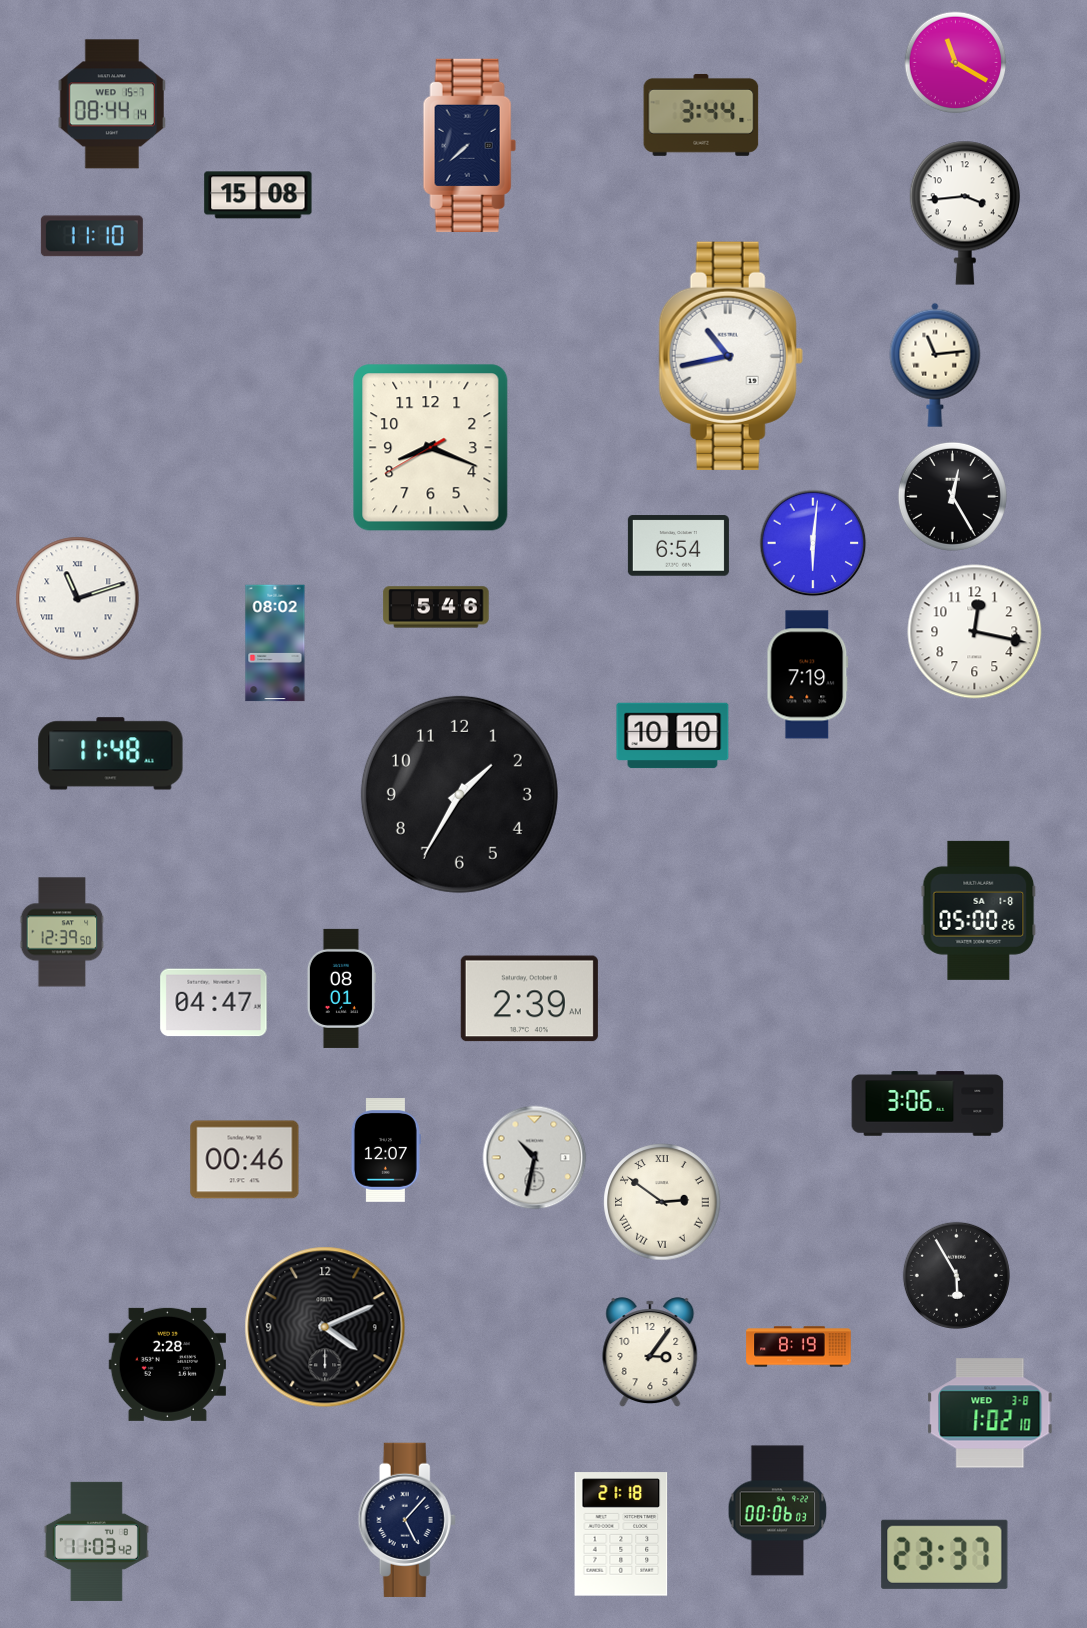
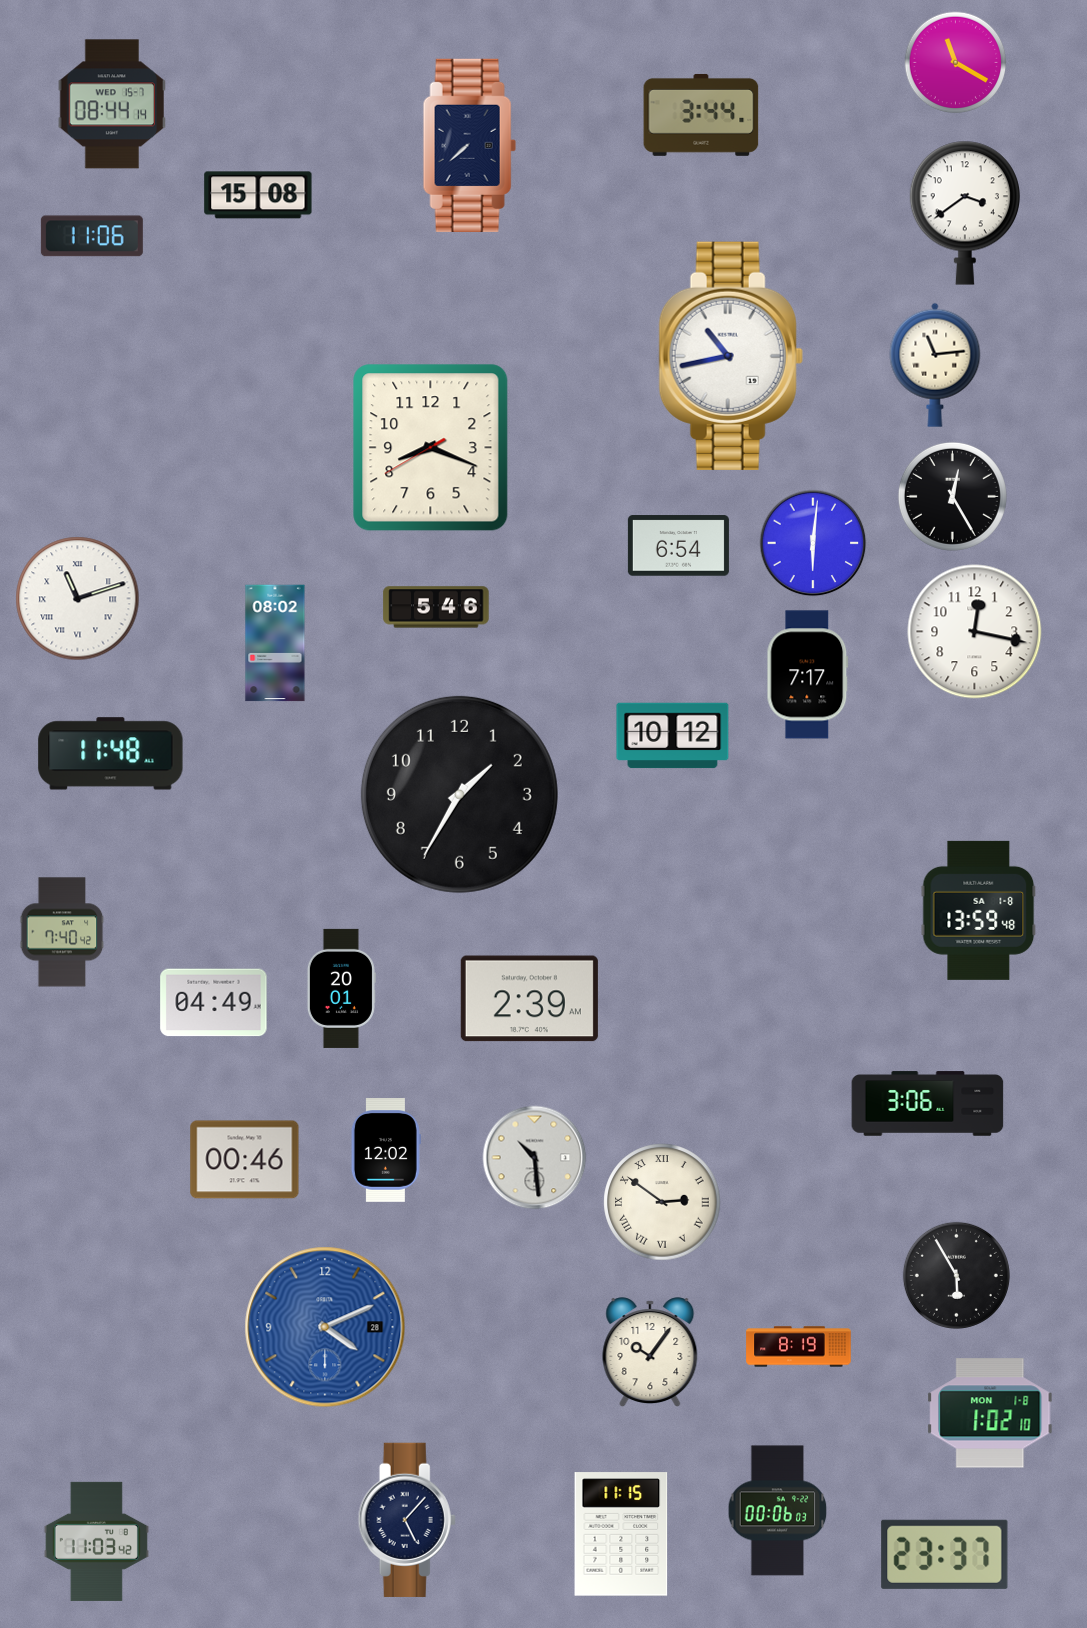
clock at (965, 213): 3:44 -> 3:39
clock at (92, 236): 11:10 -> 11:06
clock at (808, 675): 7:19 -> 7:17
clock at (673, 736): 10:10 -> 10:12
clock at (979, 910): 05:00 -> 13:59
clock at (62, 932): 12:39 -> 7:40
clock at (341, 988): 08:01 -> 20:01
clock at (214, 1003): 04:47 -> 04:49
clock at (386, 1150): 12:07 -> 12:02
clock at (535, 1158): 10:32 -> 10:29
clock at (325, 1327) date: 9 -> 28
clock at (325, 1327) dial: black -> blue
clock at (650, 1352): 3:06 -> 10:06
clock at (167, 1364): 2:28 -> none
clock at (990, 1413) date: WED 3-8 -> MON 1-8
clock at (621, 1534): 21:18 -> 11:15
